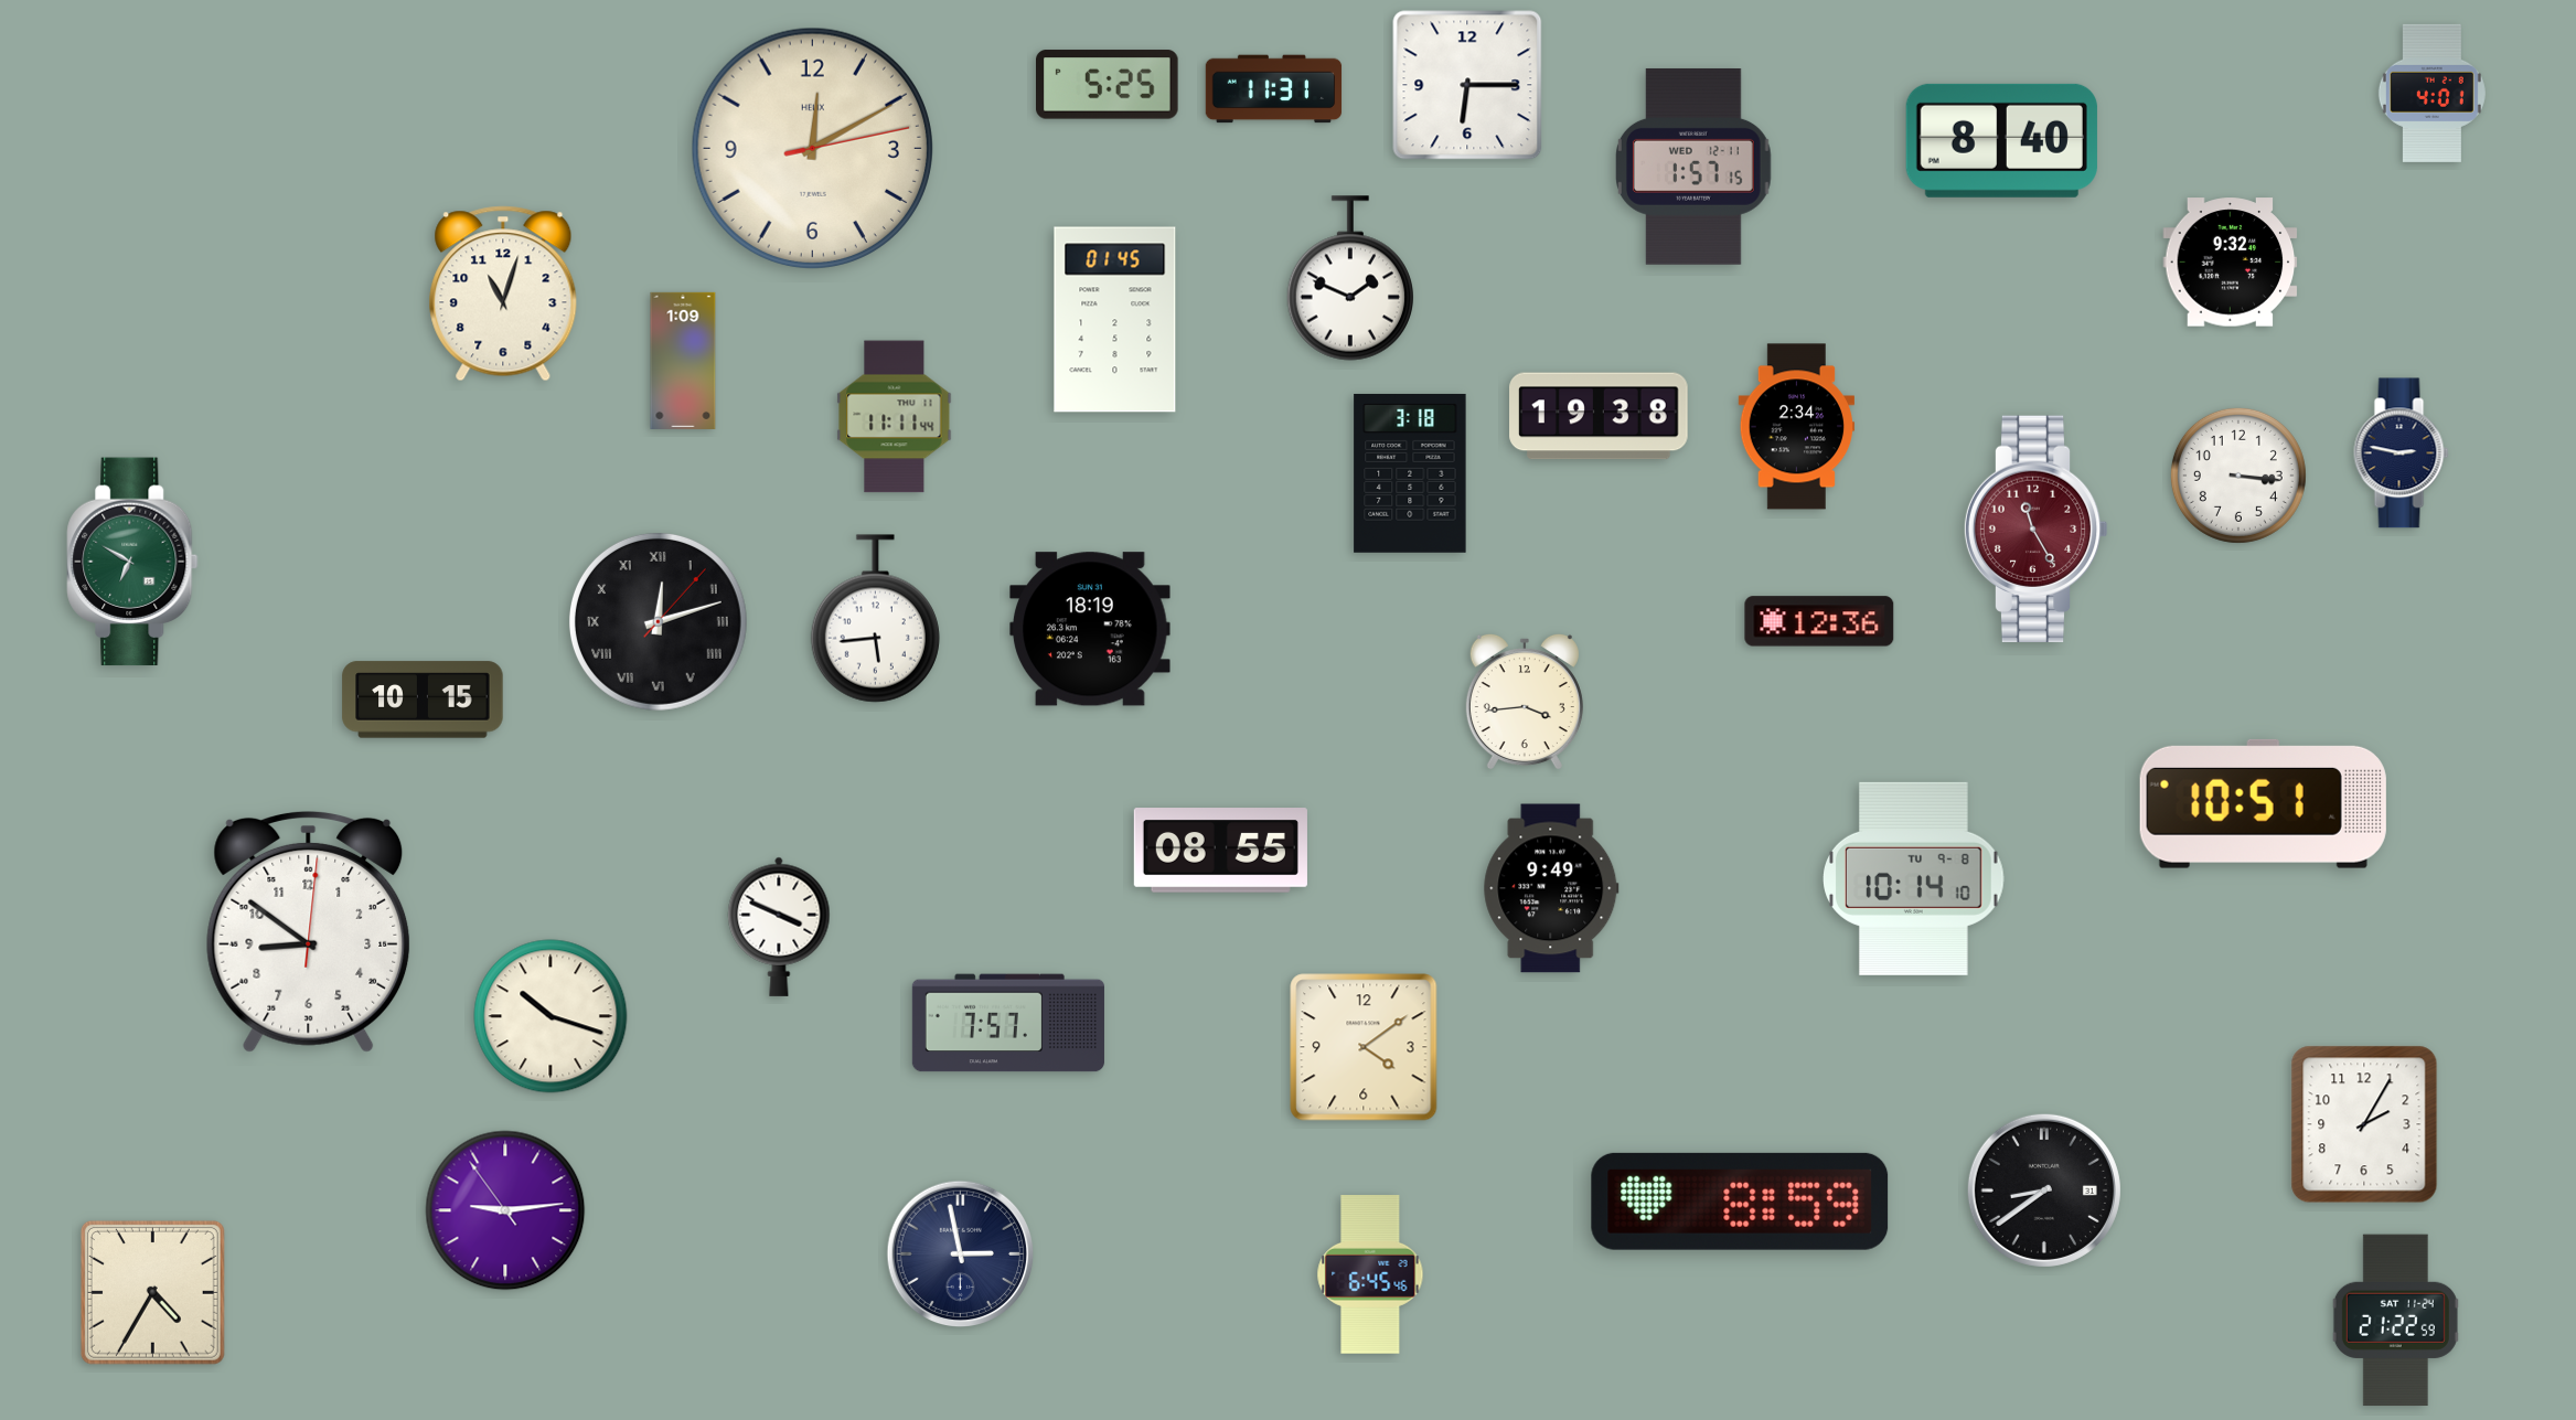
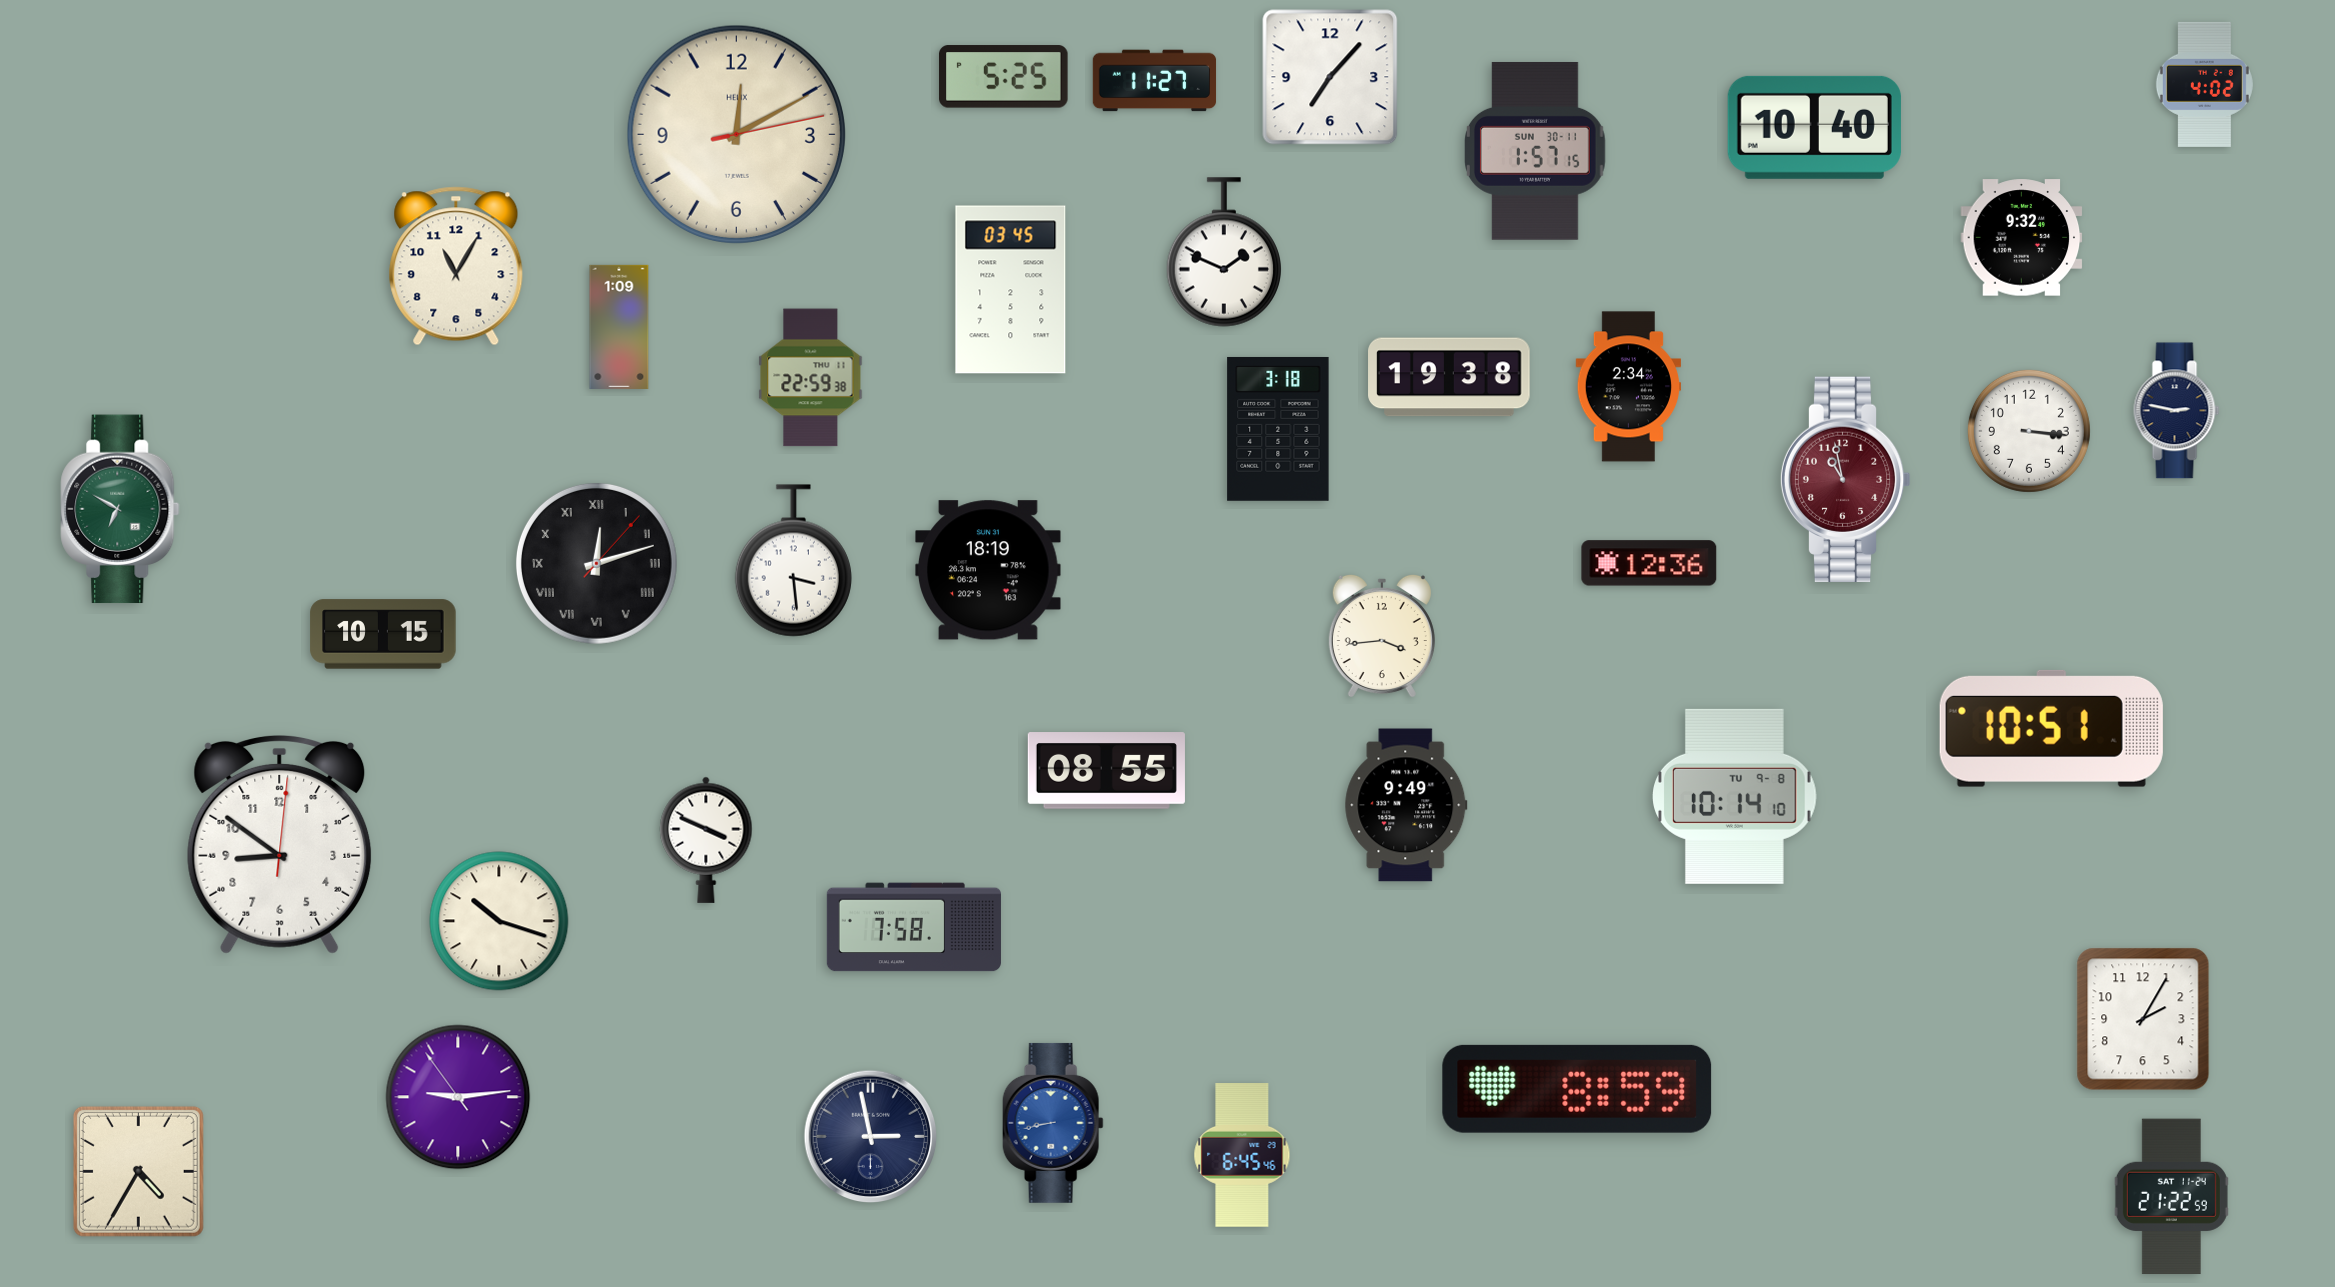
clock at (1467, 85): 6:15 -> 7:07
clock at (1274, 89): 11:31 -> 11:27
clock at (2431, 93): 4:01 -> 4:02
clock at (2001, 140): 8:40 -> 10:40
clock at (1695, 167) date: WED 12-11 -> SUN 30-11
clock at (503, 293): 11:03 -> 11:05
clock at (1115, 320): 01:45 -> 03:45
clock at (895, 417): 11:11 -> 22:59
clock at (2035, 529): 11:25 -> 10:58
clock at (875, 619): 5:44 -> 3:29
clock at (1008, 1023): 7:57 -> 7:58
clock at (1364, 1047): 4:09 -> none
clock at (2044, 1191): 8:39 -> none
clock at (1053, 1123): none -> 8:43
